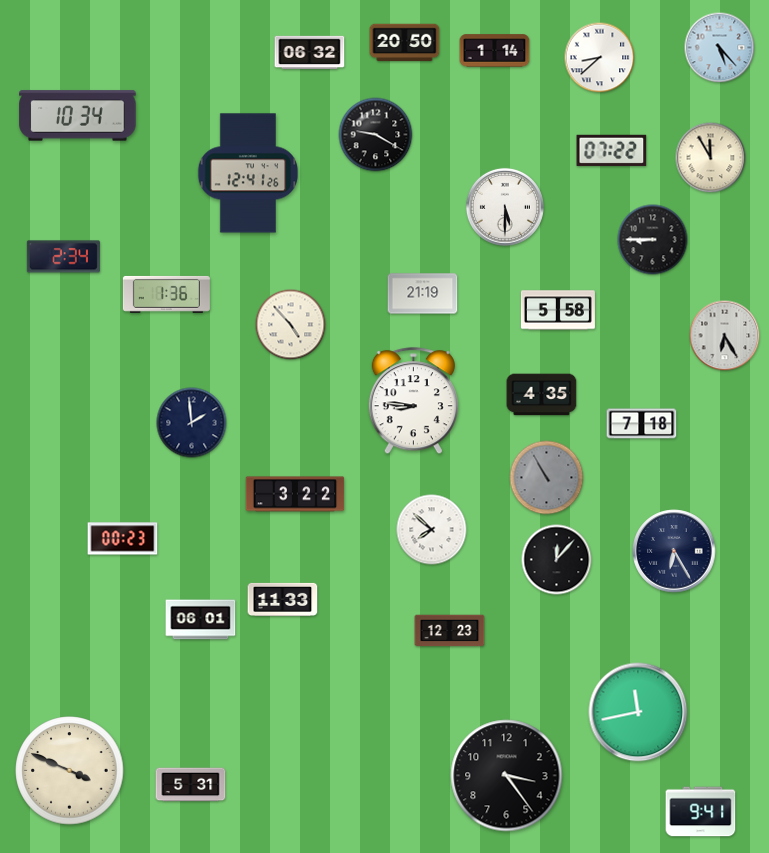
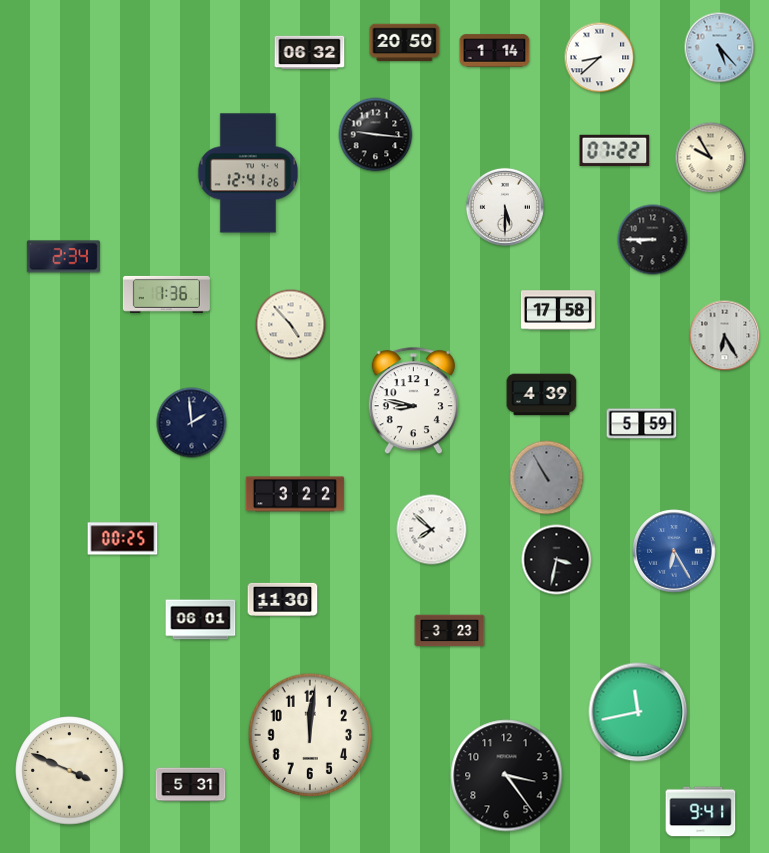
clock at (78, 116): 10:34 -> none
clock at (376, 135): 9:20 -> 9:16
clock at (612, 150) position: (612, 150) -> (615, 150)
clock at (711, 158): 11:55 -> 9:55
clock at (423, 294): 21:19 -> none
clock at (558, 310): 5:58 -> 17:58
clock at (542, 395): 4:35 -> 4:39
clock at (413, 401): 8:46 -> 8:47
clock at (642, 424): 7:18 -> 5:59
clock at (123, 539): 00:23 -> 00:25
clock at (674, 551) dial: navy -> blue
clock at (557, 560): 12:07 -> 3:32
clock at (283, 599): 11:33 -> 11:30
clock at (450, 631): 12:23 -> 3:23
clock at (310, 735): none -> 12:01
